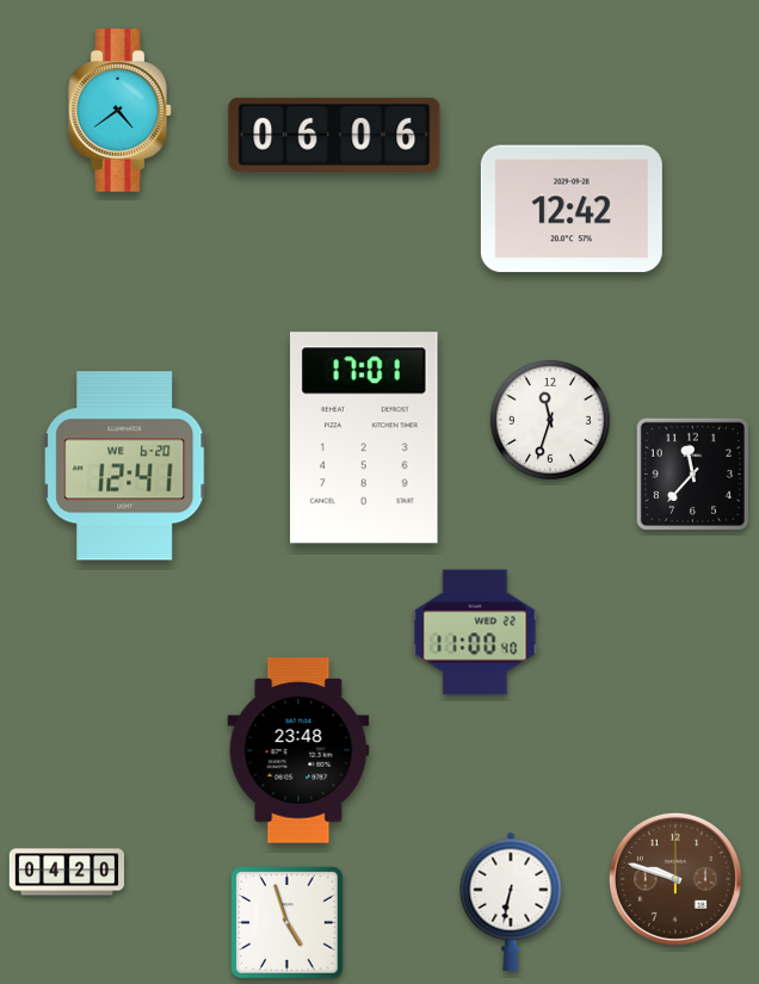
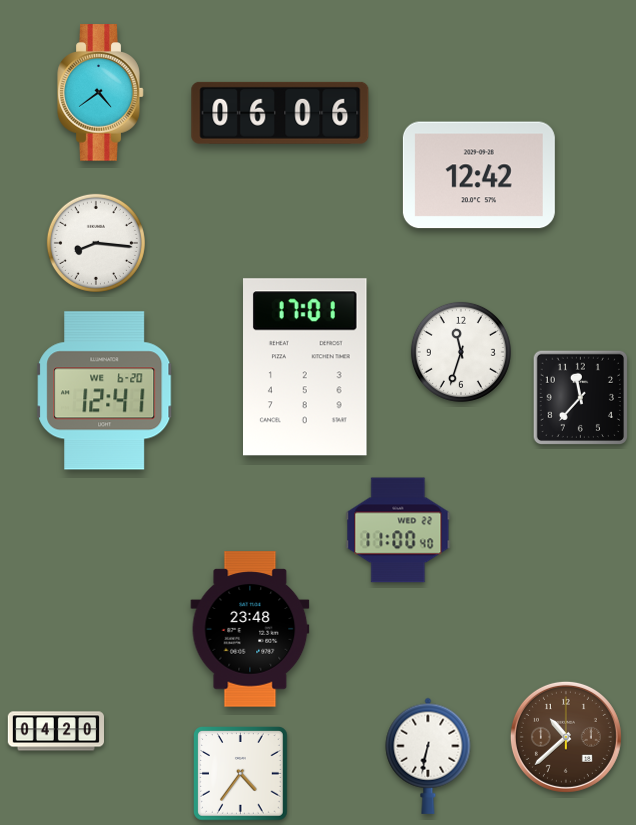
clock at (96, 243): none -> 8:16
clock at (675, 879): 9:48 -> 10:38
clock at (288, 923): 4:57 -> 4:36
